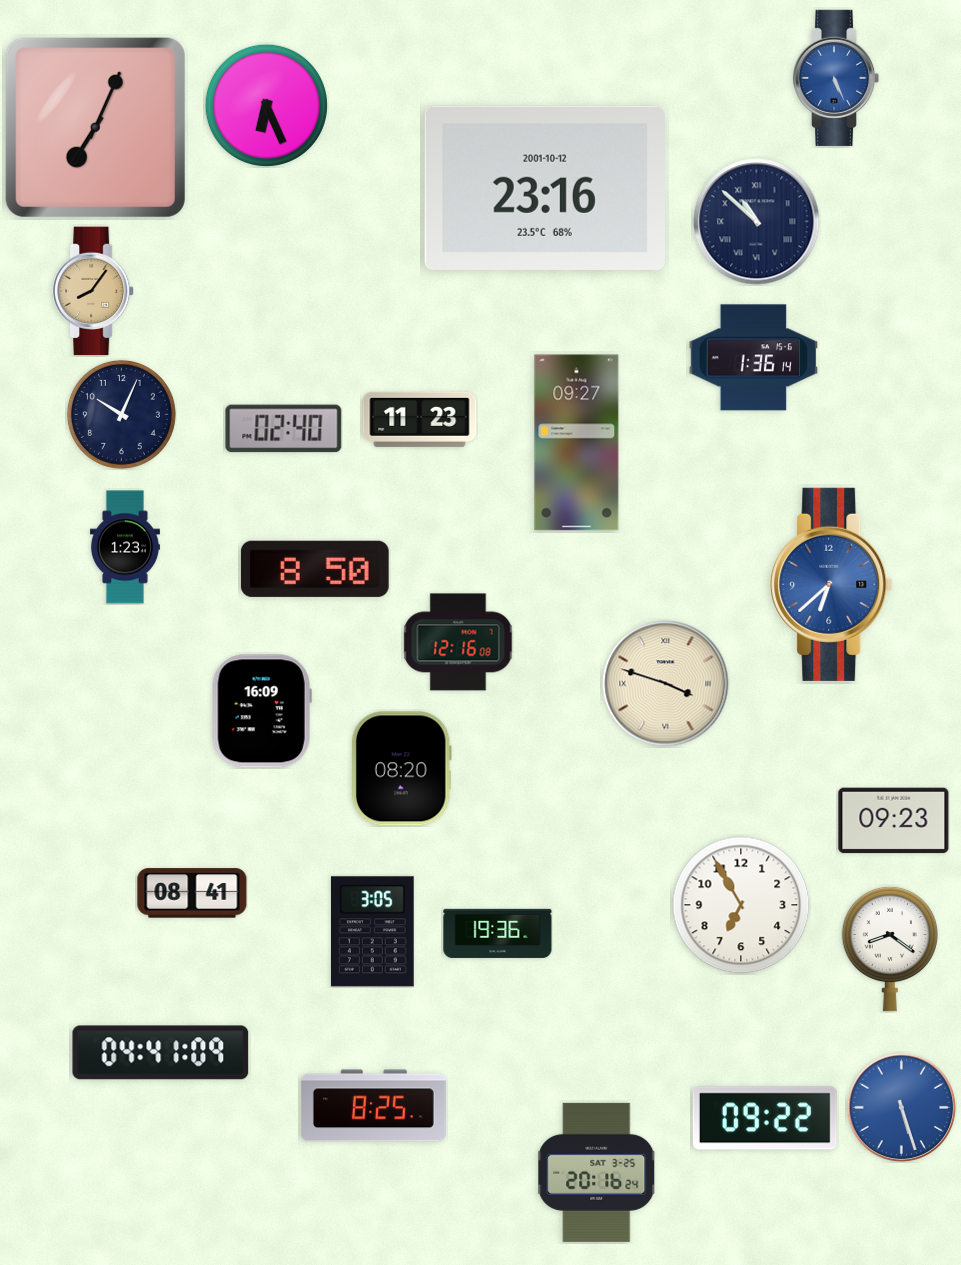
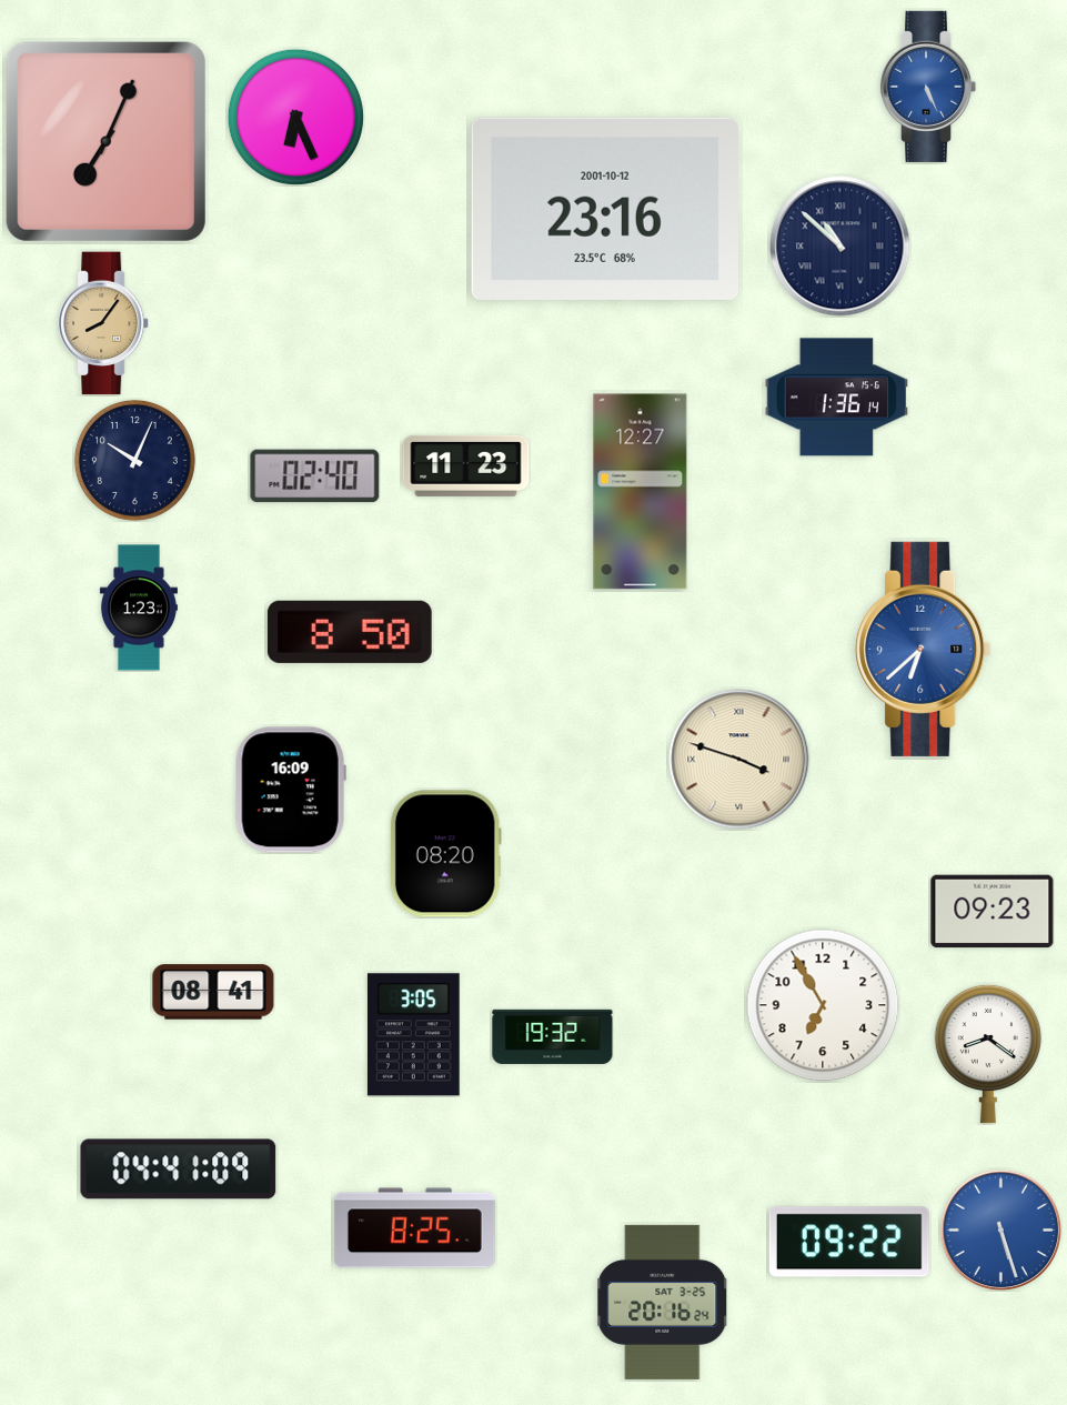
clock at (577, 443): 09:27 -> 12:27
clock at (458, 642): 12:16 -> none
clock at (498, 933): 19:36 -> 19:32
